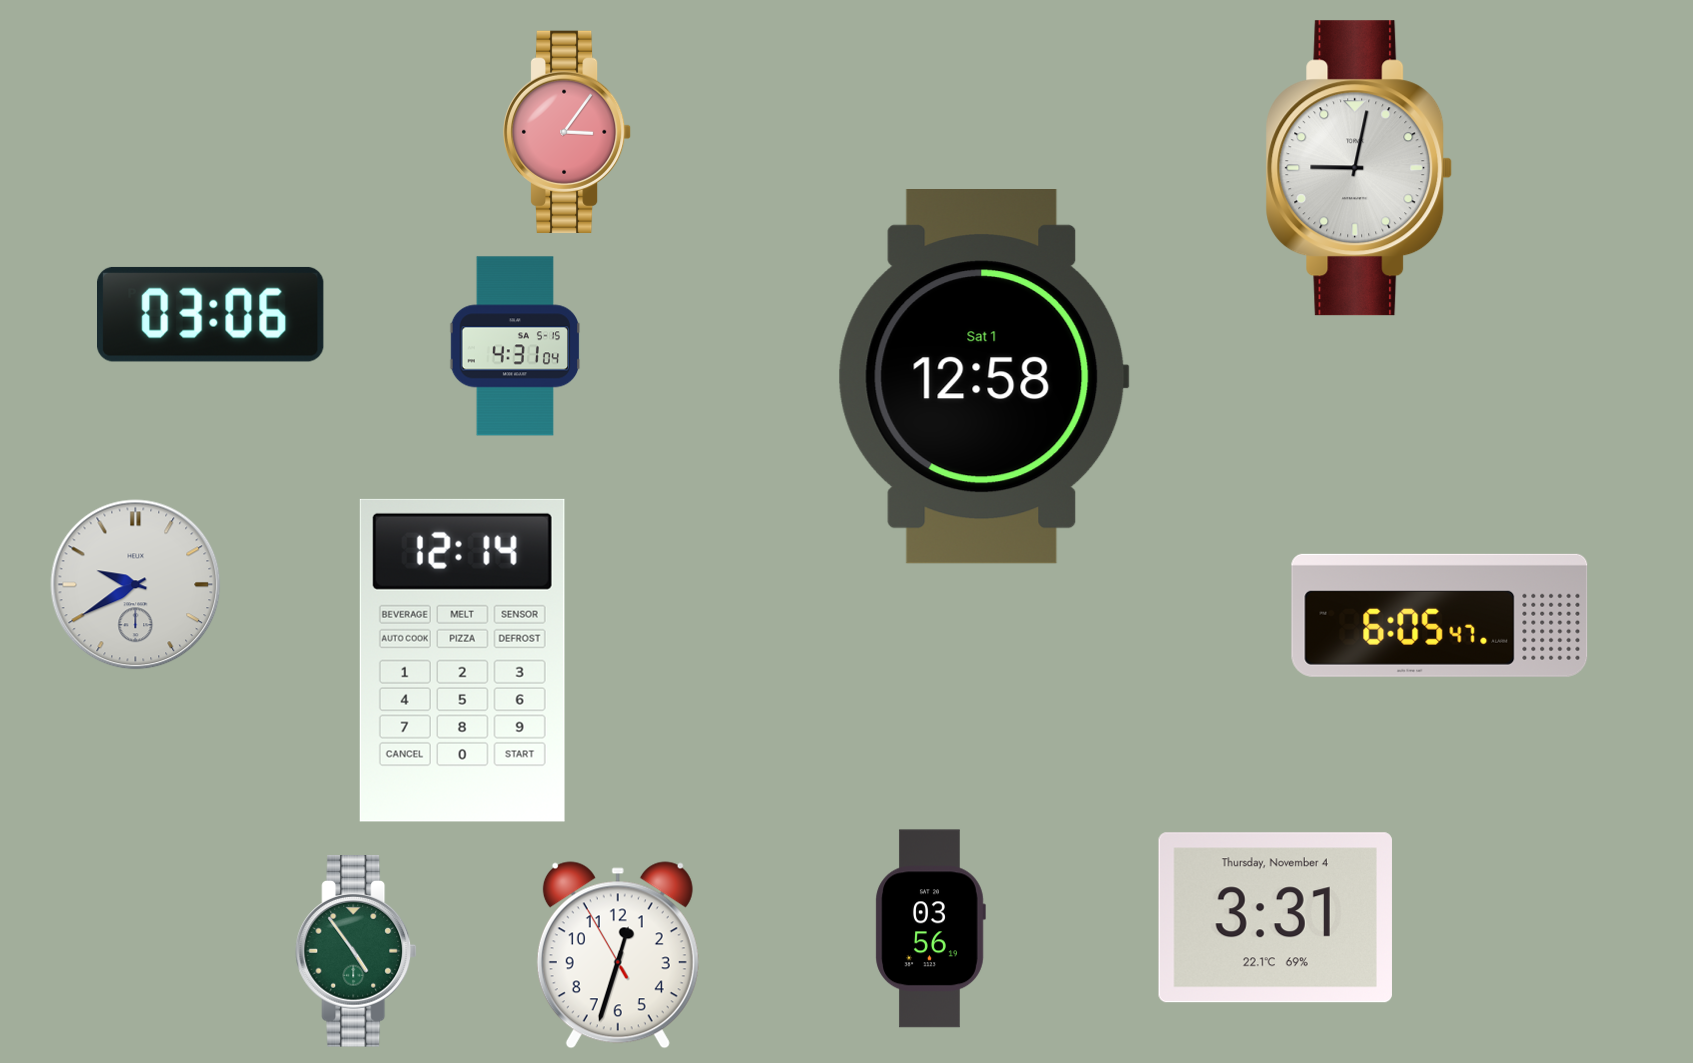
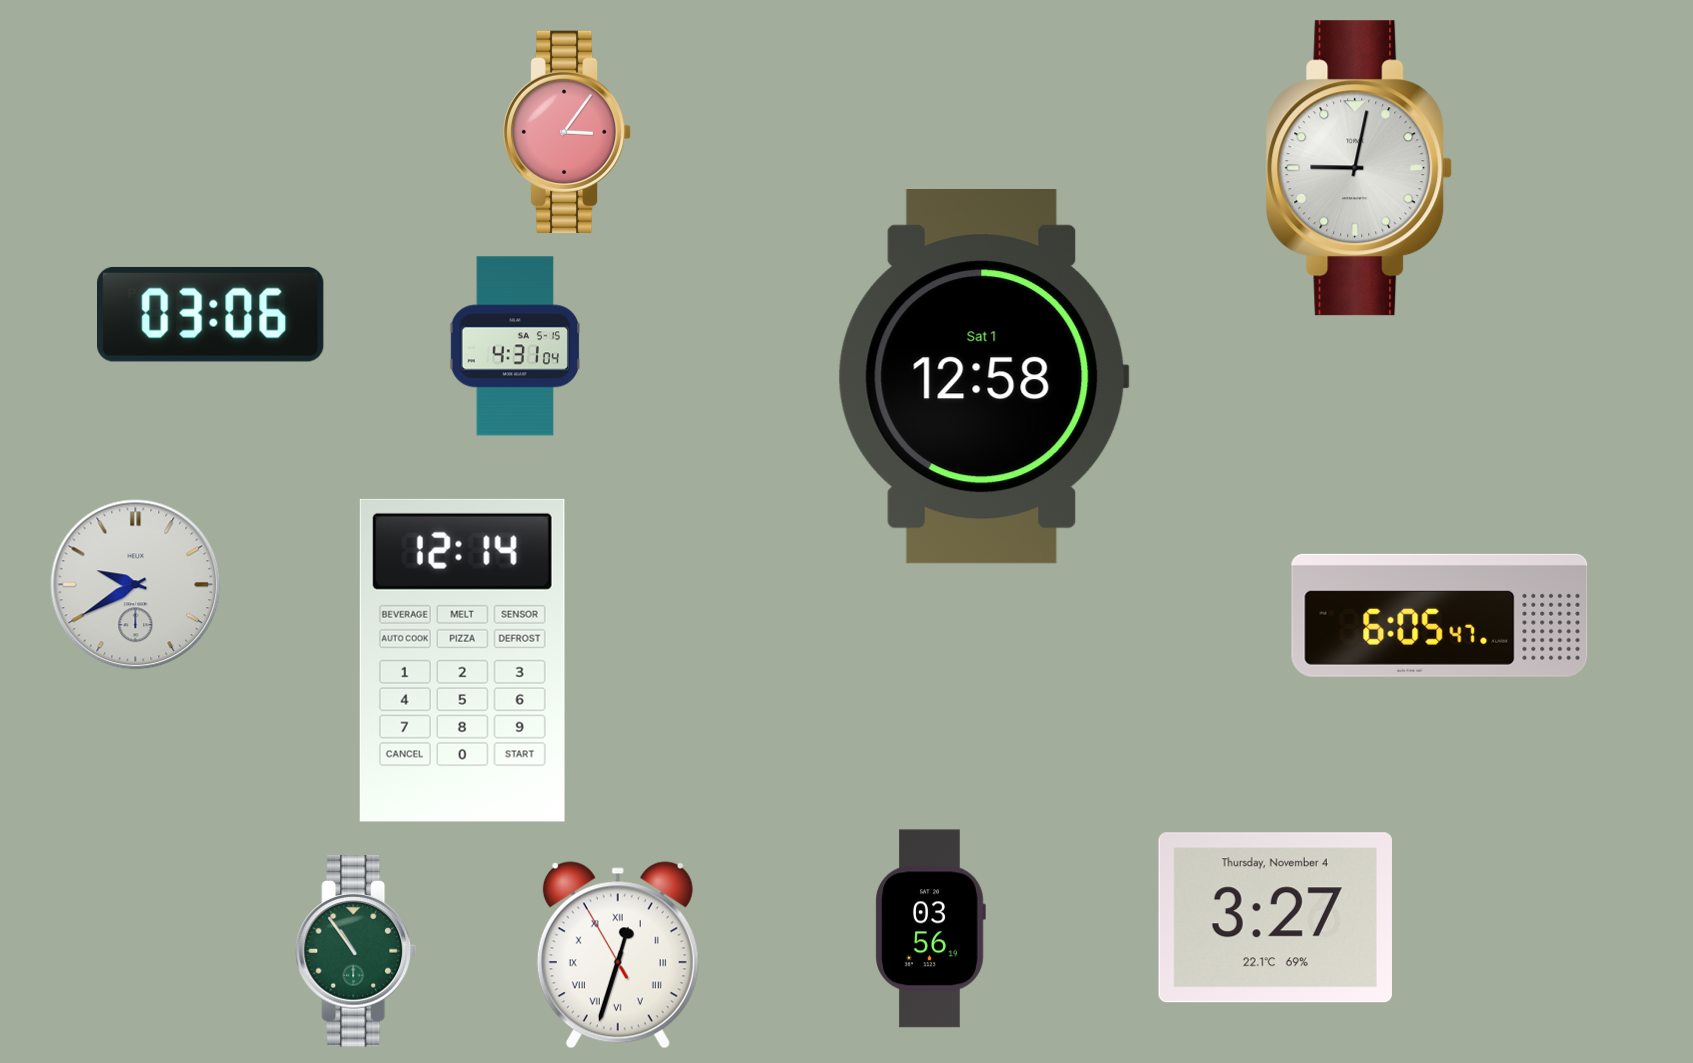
clock at (1275, 918): 3:31 -> 3:27
clock at (356, 951): 4:54 -> 10:54
clock at (618, 955) numerals: Arabic -> Roman
